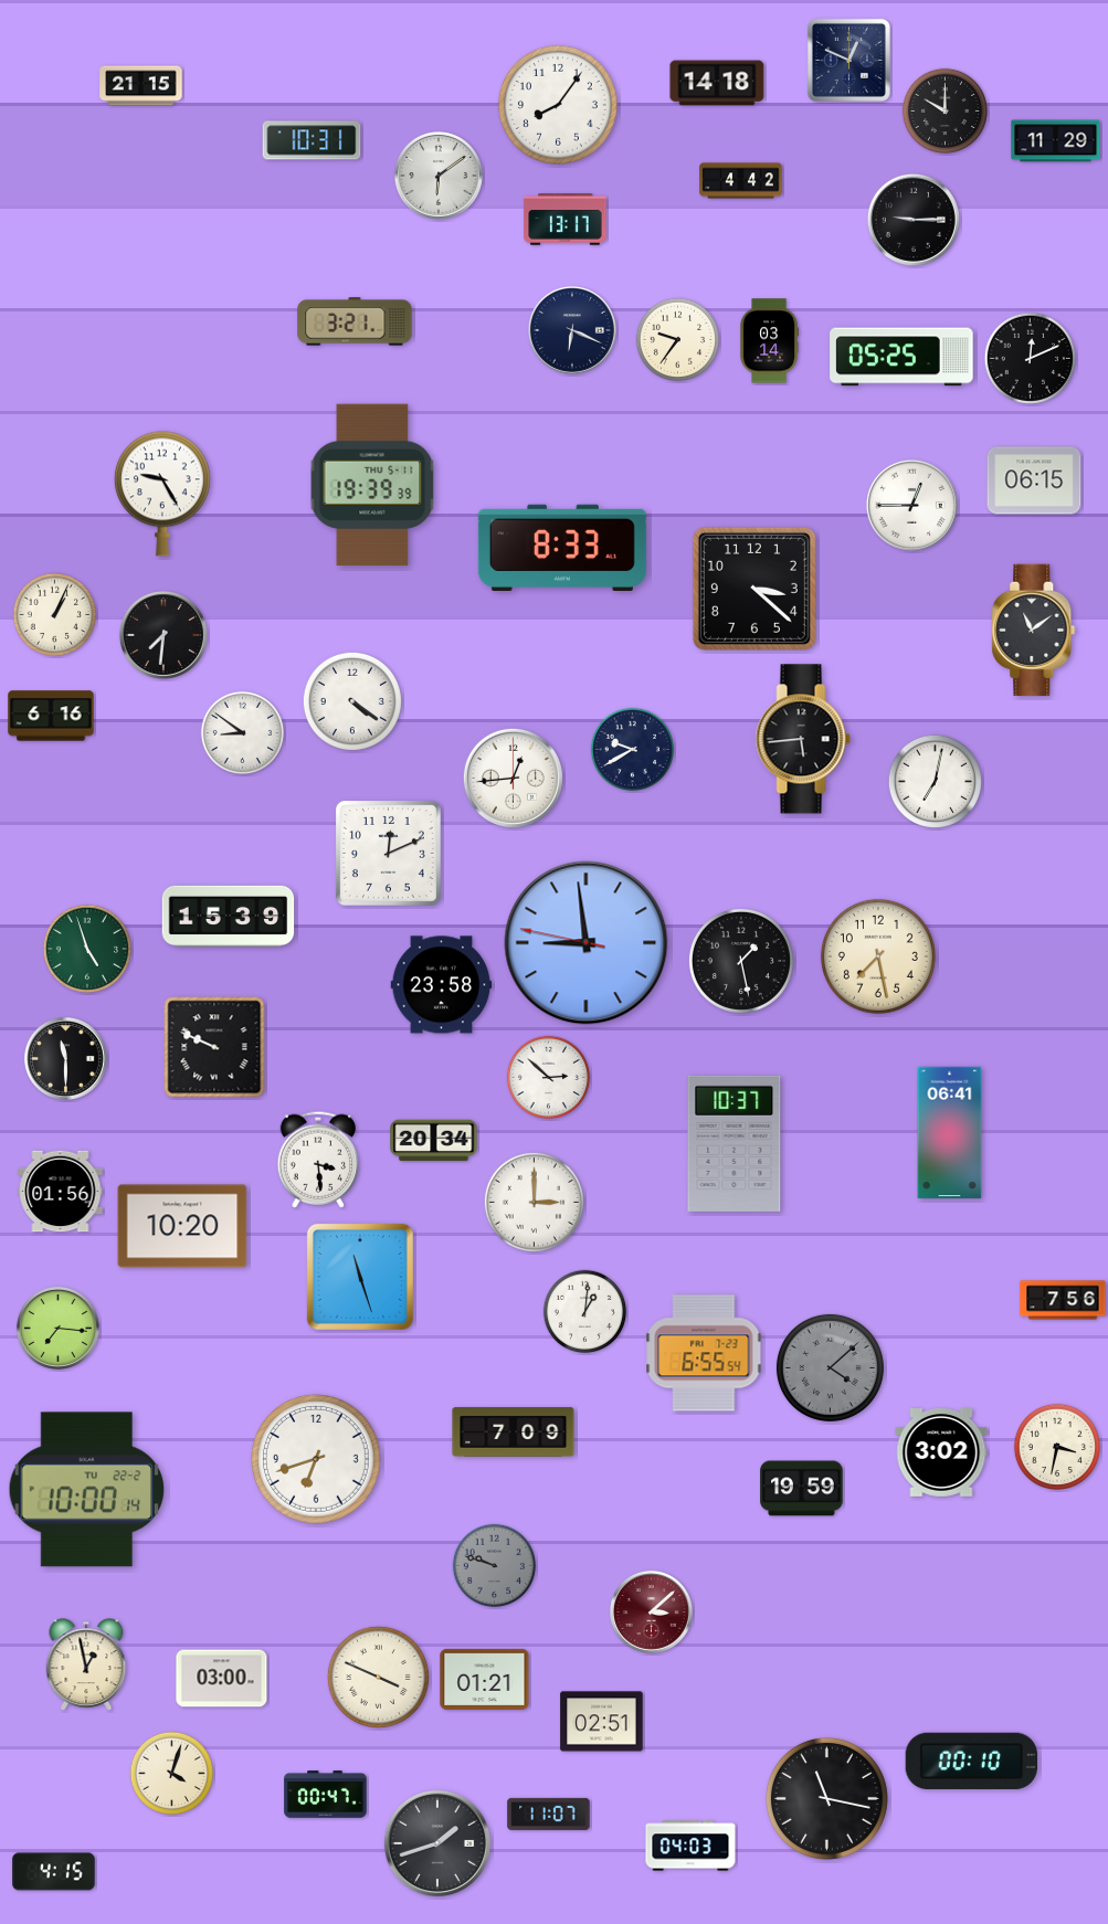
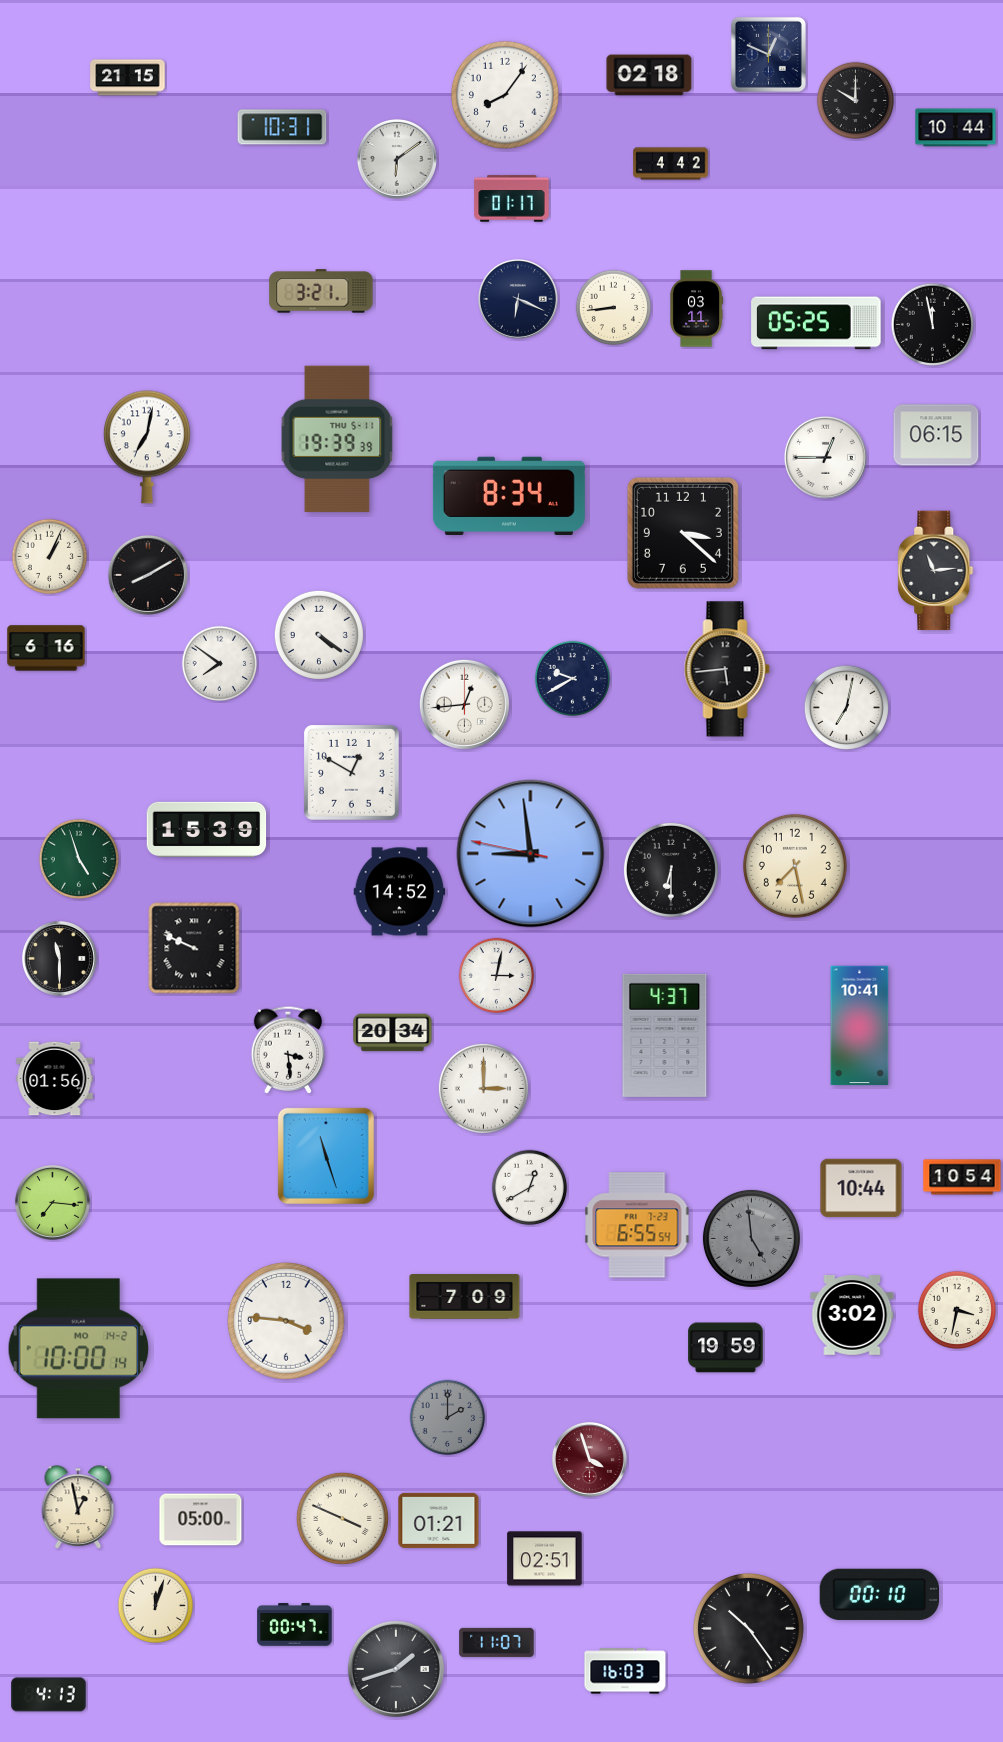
clock at (717, 83): 14:18 -> 02:18
clock at (1056, 141): 11:29 -> 10:44
clock at (566, 220): 13:17 -> 01:17
clock at (914, 220): 9:15 -> none
clock at (678, 340): 9:36 -> 8:44
clock at (769, 341): 03:14 -> 03:11
clock at (1030, 358): 12:11 -> 11:58
clock at (162, 494): 9:25 -> 7:02
clock at (562, 547): 8:33 -> 8:34
clock at (1034, 631): 11:09 -> 11:14
clock at (163, 635): 7:31 -> 8:10
clock at (243, 733): 8:51 -> 7:51
clock at (388, 853): 12:11 -> 12:50
clock at (741, 961): 1:28 -> 6:30
clock at (442, 985): 23:58 -> 14:52
clock at (549, 1078): 2:52 -> 3:02
clock at (950, 1133): 06:41 -> 10:41
clock at (735, 1143): 10:37 -> 4:37
clock at (182, 1226): 10:20 -> none
clock at (1063, 1300): 7:56 -> 10:54
clock at (585, 1312): 1:01 -> 12:40
clock at (861, 1188): none -> 10:44
clock at (830, 1367): 4:08 -> 4:59
clock at (317, 1460): 6:42 -> 3:46
clock at (86, 1490) date: TU 22-2 -> MO 14-2
clock at (495, 1566): 9:48 -> 2:00
clock at (651, 1611): 3:08 -> 3:57
clock at (222, 1679): 03:00 -> 05:00
clock at (172, 1774): 4:03 -> 12:03
clock at (826, 1798): 11:17 -> 10:24
clock at (690, 1846): 04:03 -> 16:03
clock at (54, 1872): 4:15 -> 4:13
